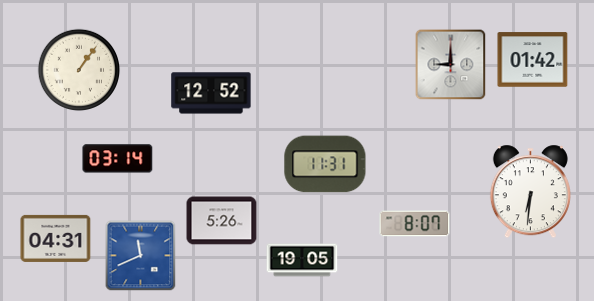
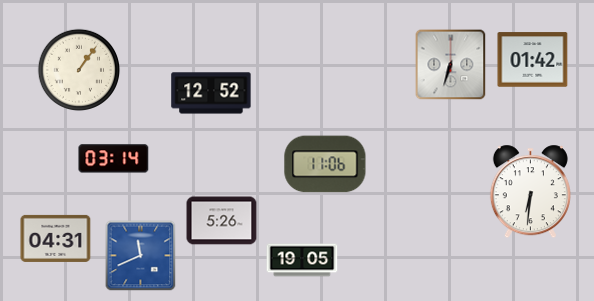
clock at (451, 65): 9:00 -> 6:33
clock at (118, 159) position: (118, 159) -> (114, 159)
clock at (325, 164): 11:31 -> 11:06
clock at (415, 224): 8:07 -> none
